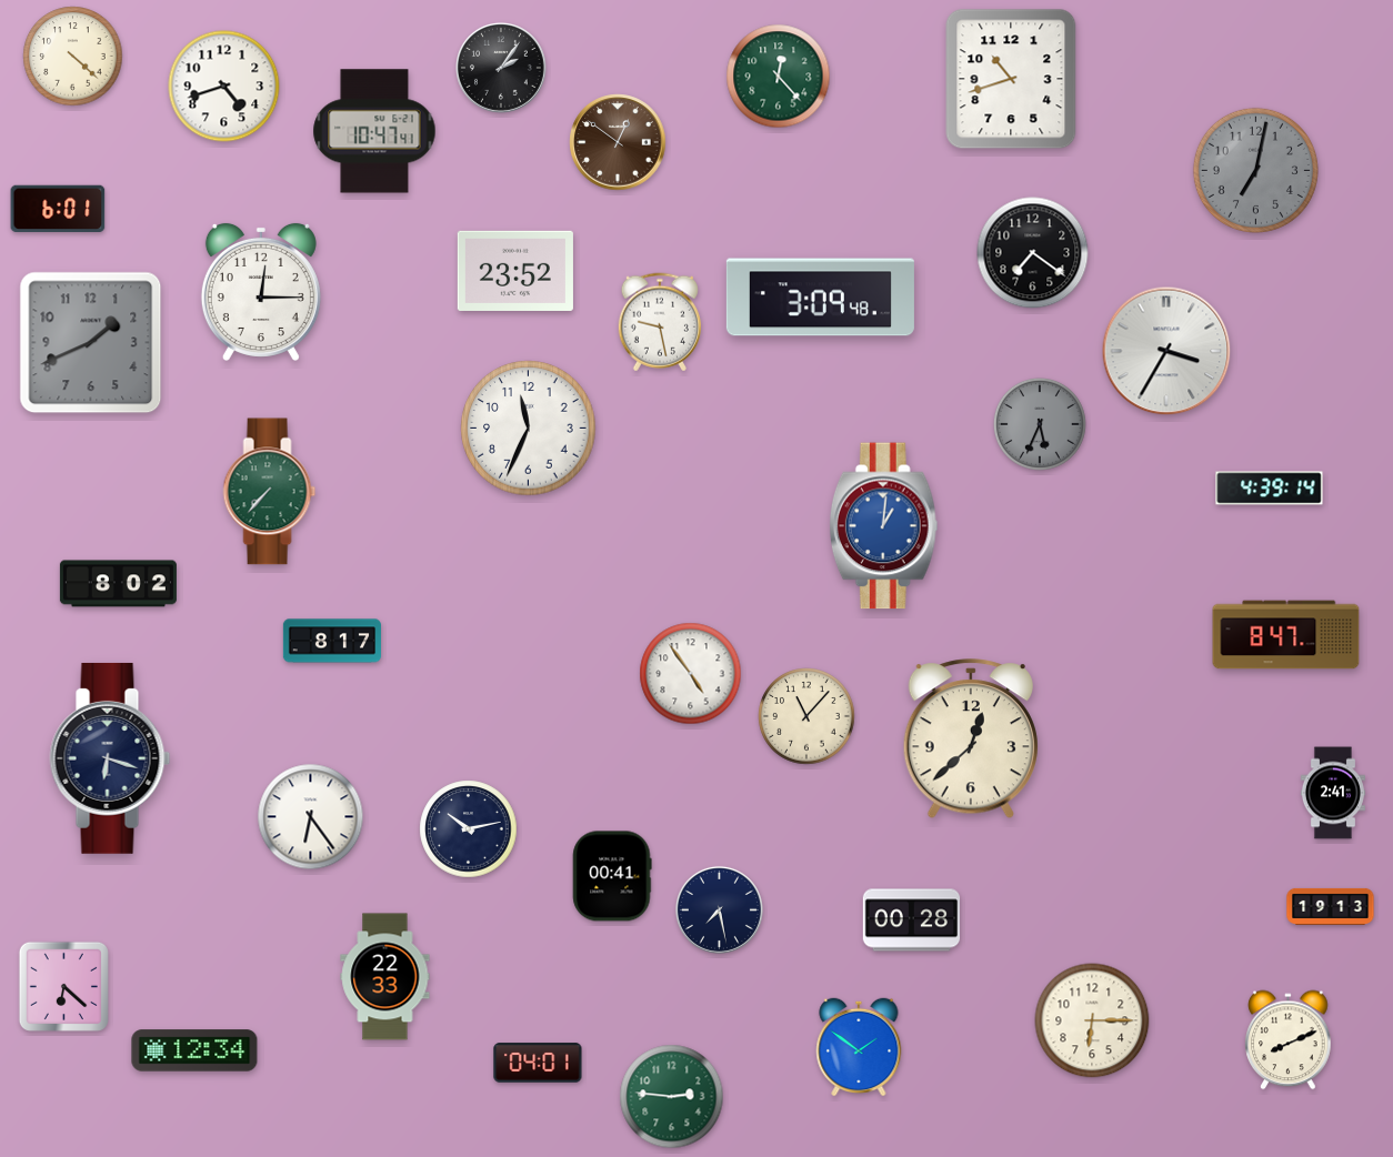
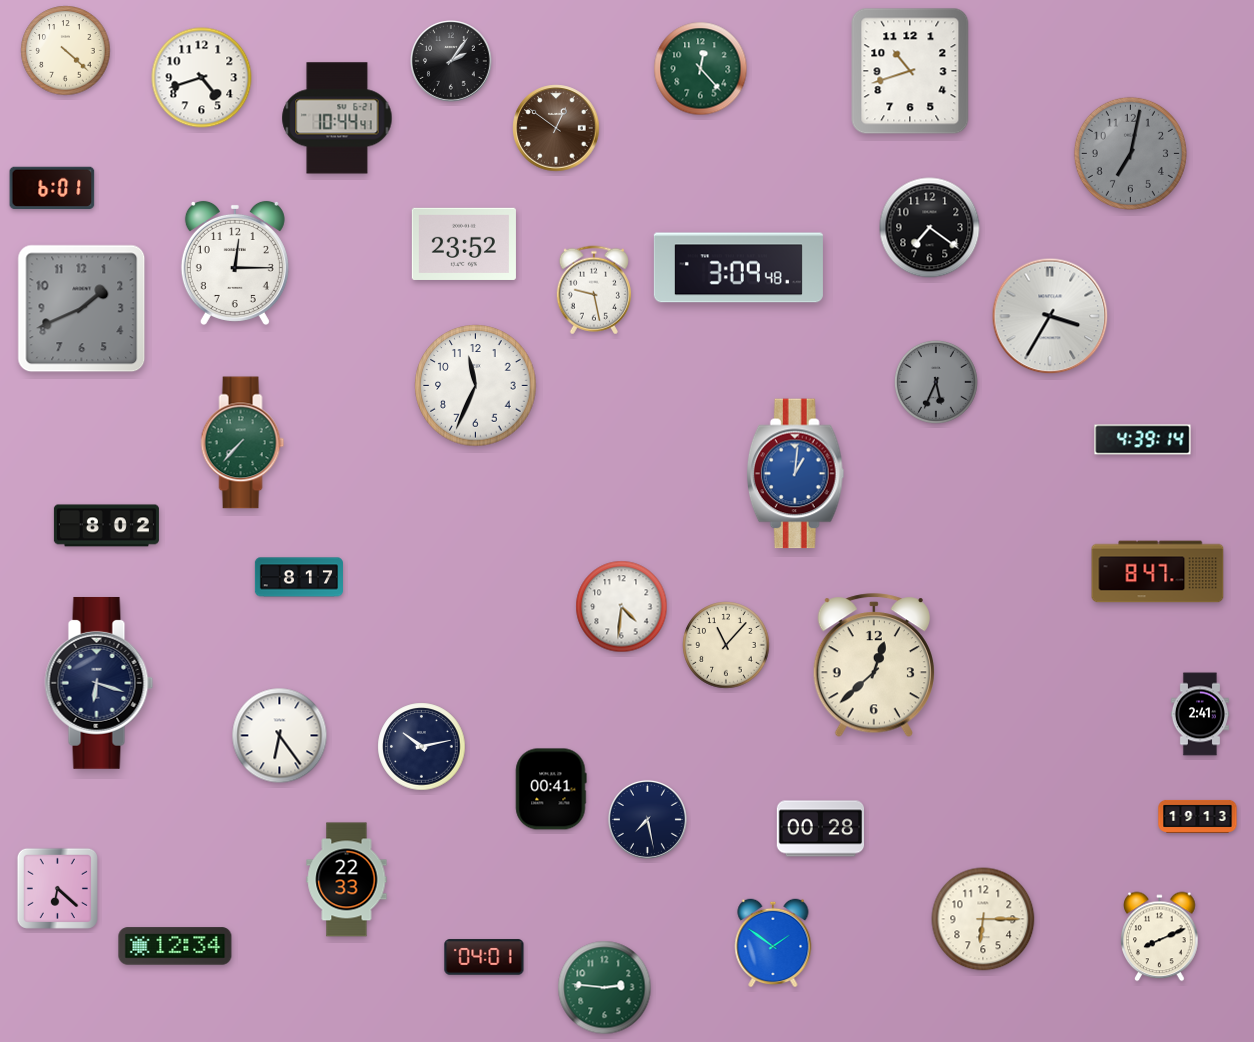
clock at (374, 131): 10:47 -> 10:44
clock at (691, 674): 4:54 -> 4:31
